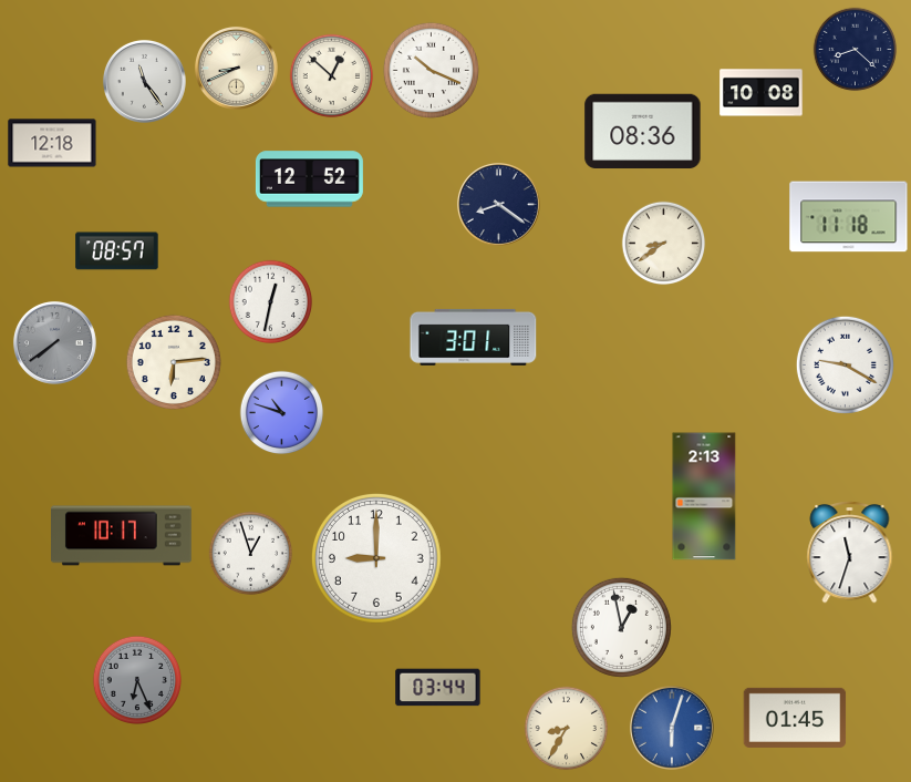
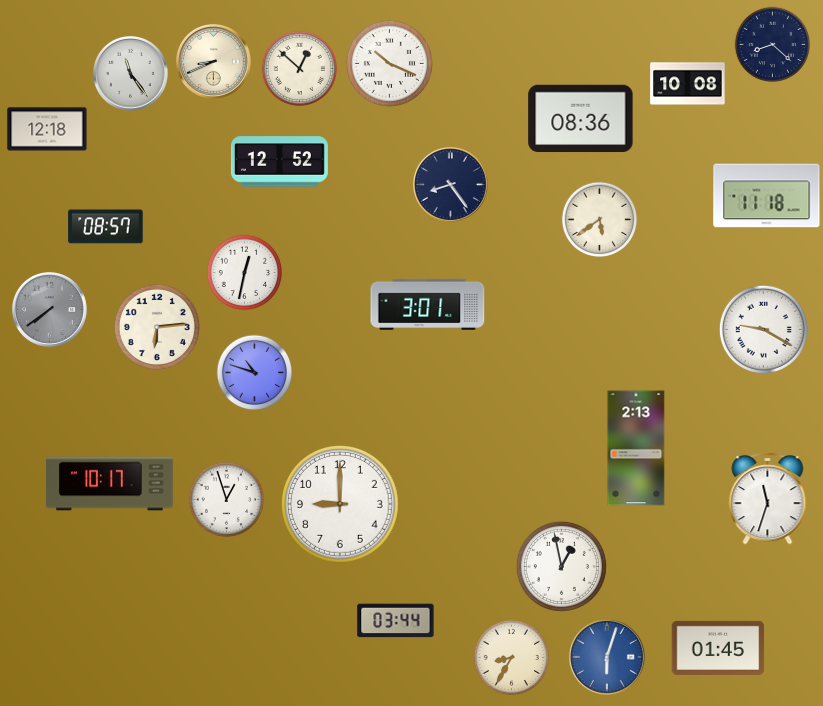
clock at (498, 204): 8:21 -> 8:24
clock at (664, 244): 8:39 -> 5:39
clock at (136, 679): 6:26 -> none
